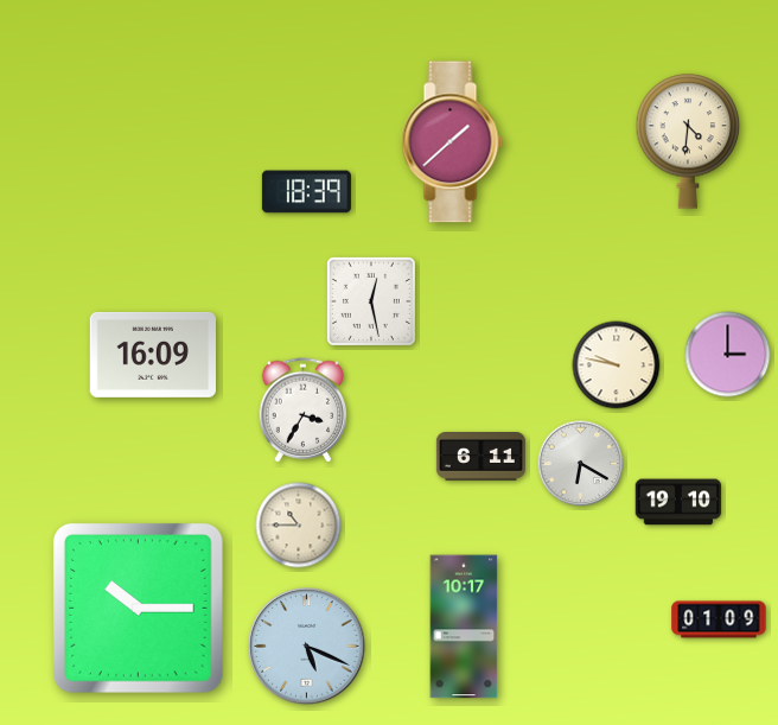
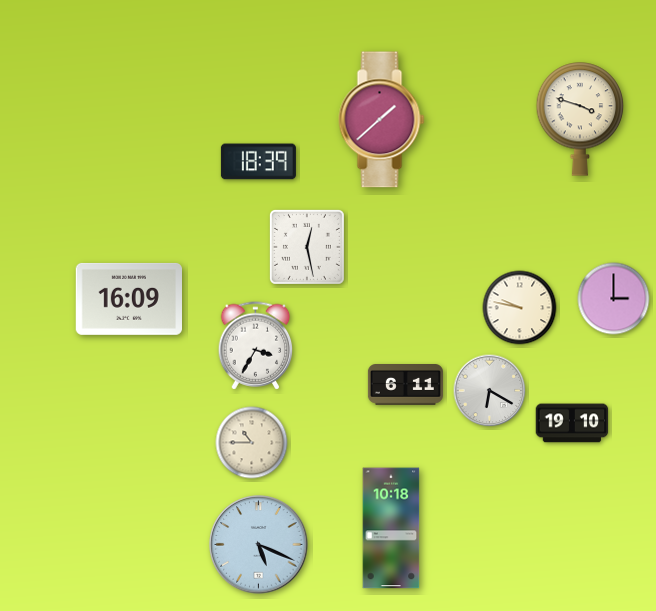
clock at (688, 141): 4:31 -> 3:48
clock at (371, 301) position: (371, 301) -> (307, 247)
clock at (139, 609): 10:15 -> none
clock at (719, 619): 01:09 -> none
clock at (464, 627): 10:17 -> 10:18
